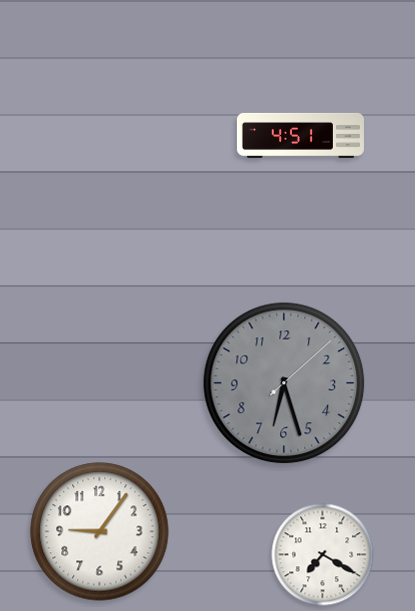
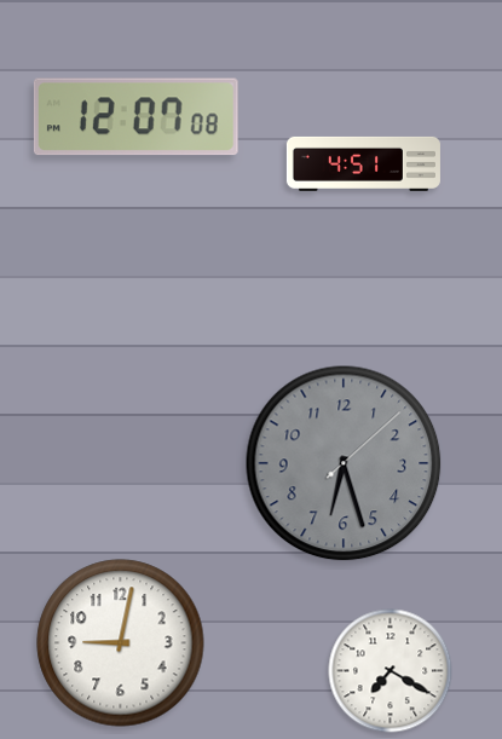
clock at (135, 117): none -> 12:07
clock at (100, 532): 9:06 -> 9:02
